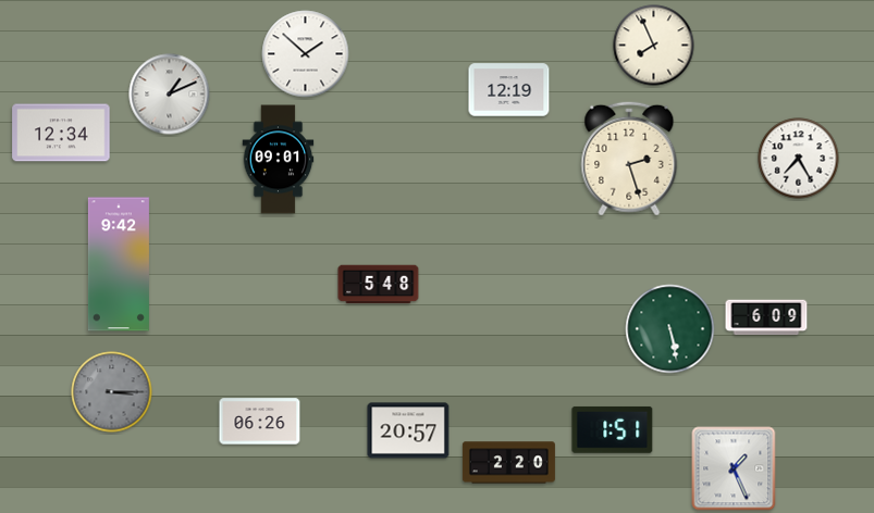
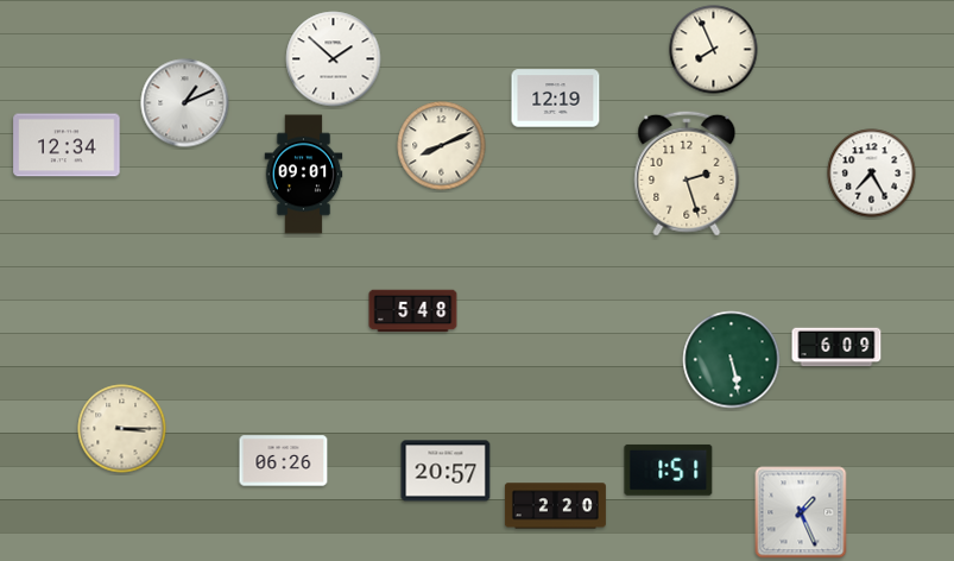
clock at (442, 146): none -> 8:11
clock at (119, 264): 9:42 -> none
clock at (112, 392) dial: grey -> cream
